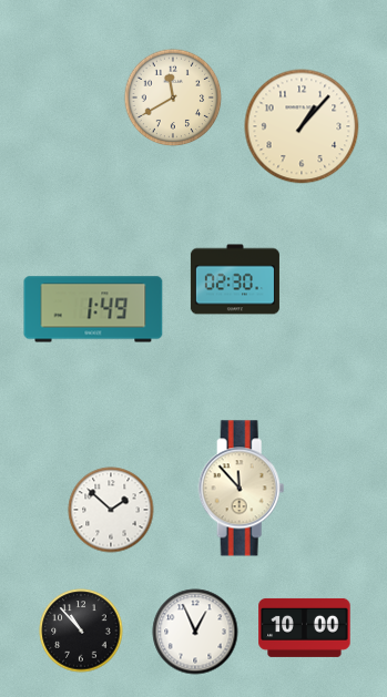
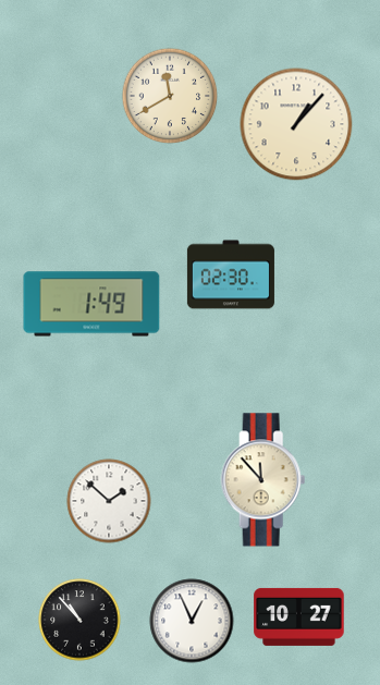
clock at (242, 489) position: (242, 489) -> (263, 480)
clock at (305, 627): 10:00 -> 10:27
